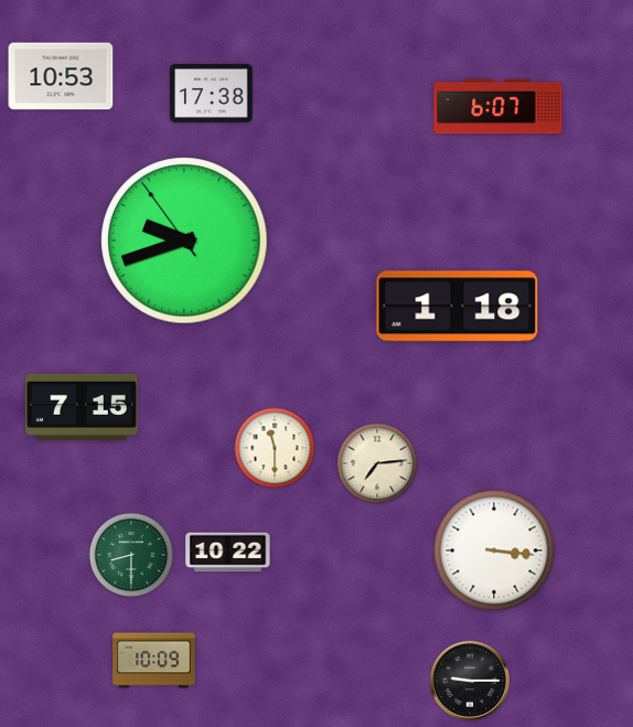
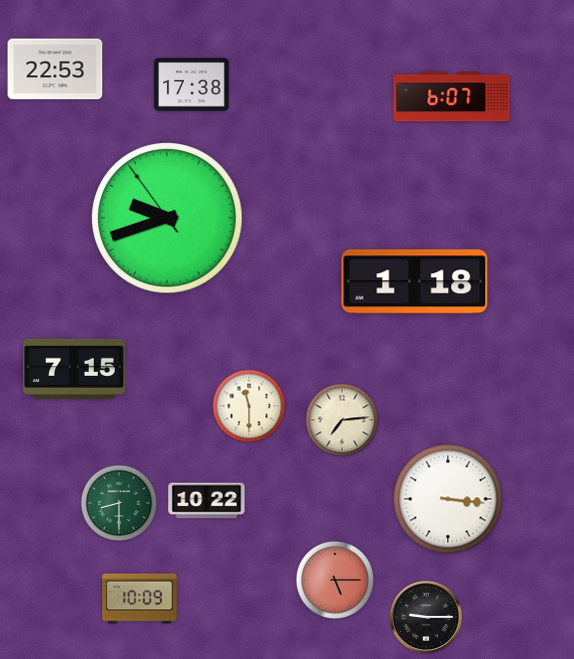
clock at (61, 76): 10:53 -> 22:53
clock at (458, 307) position: (458, 307) -> (415, 282)
clock at (335, 580): none -> 5:15
